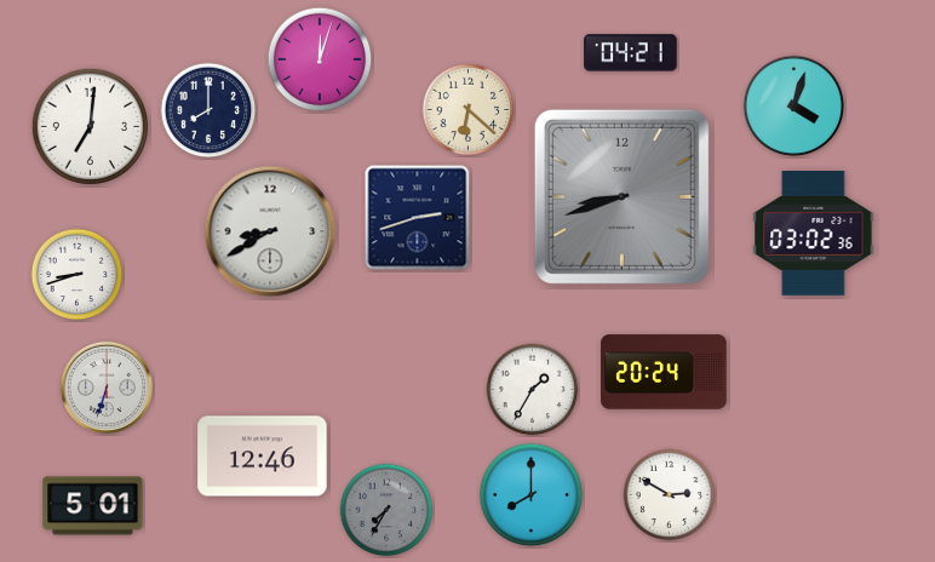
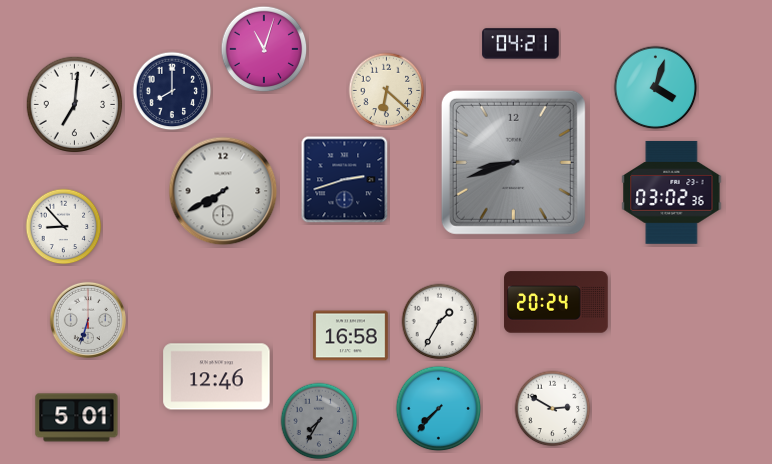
clock at (320, 59): 12:03 -> 11:03
clock at (270, 231): 8:40 -> 7:40
clock at (78, 275): 8:42 -> 8:53
clock at (664, 372) position: (664, 372) -> (556, 302)
clock at (351, 336): none -> 16:58
clock at (532, 495): 8:00 -> 7:37
